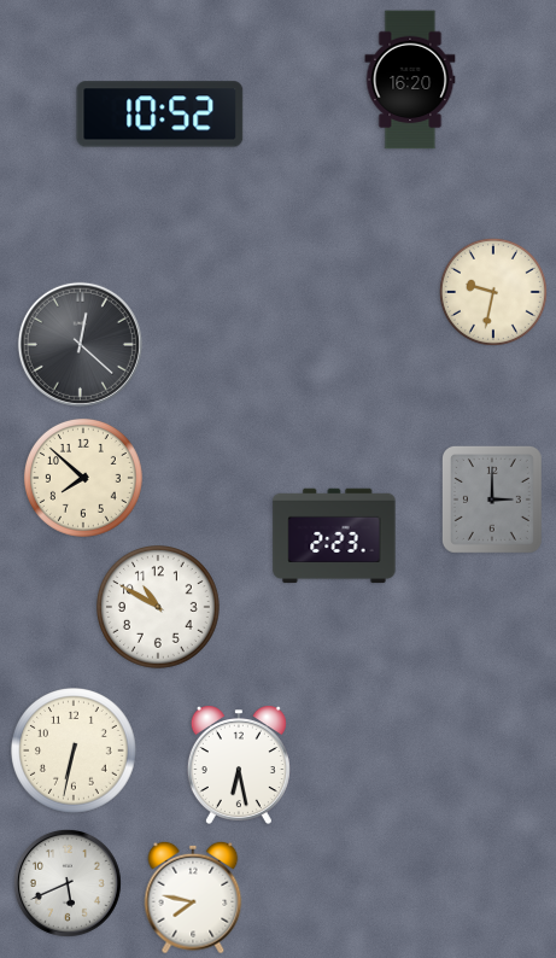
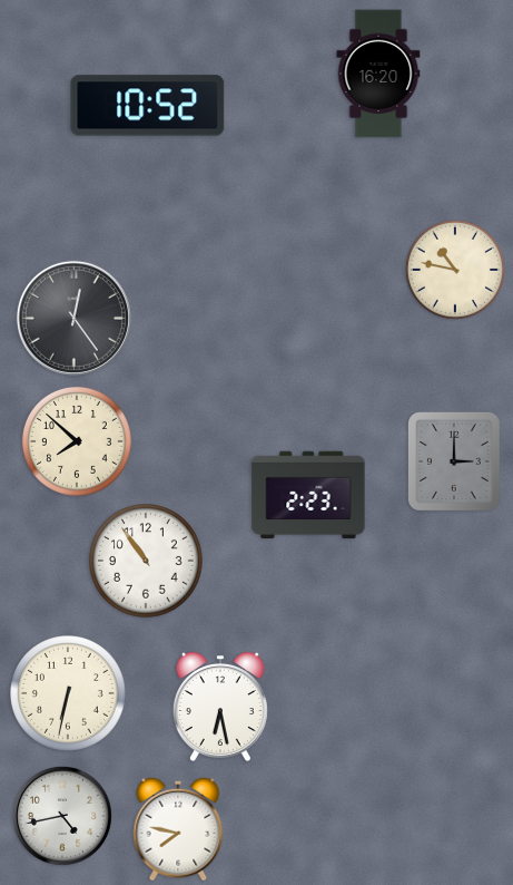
clock at (493, 292): 9:32 -> 10:47
clock at (80, 344): 12:22 -> 12:24
clock at (159, 608): 10:50 -> 10:54
clock at (68, 883): 5:41 -> 4:43
